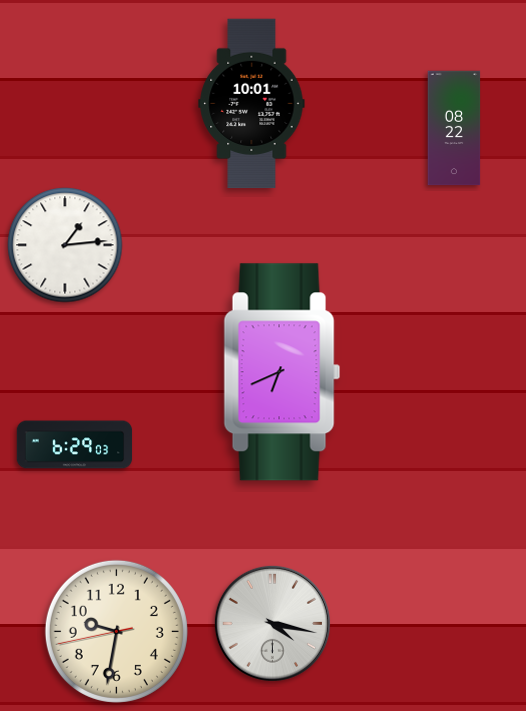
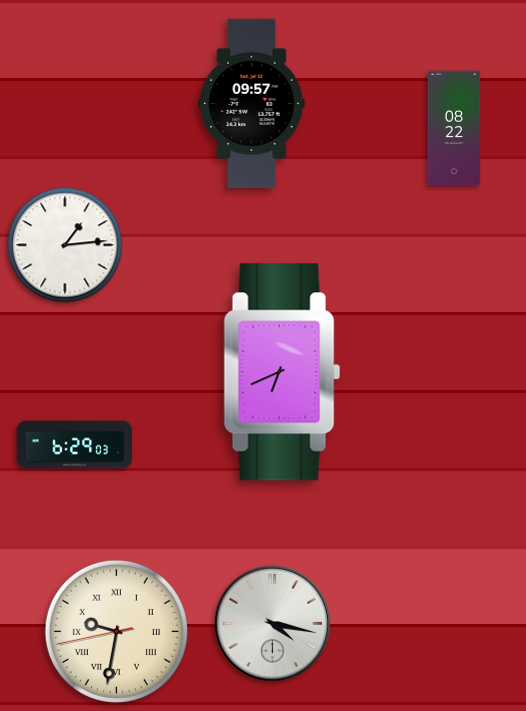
clock at (252, 104): 10:01 -> 09:57
clock at (116, 631) numerals: Arabic -> Roman
